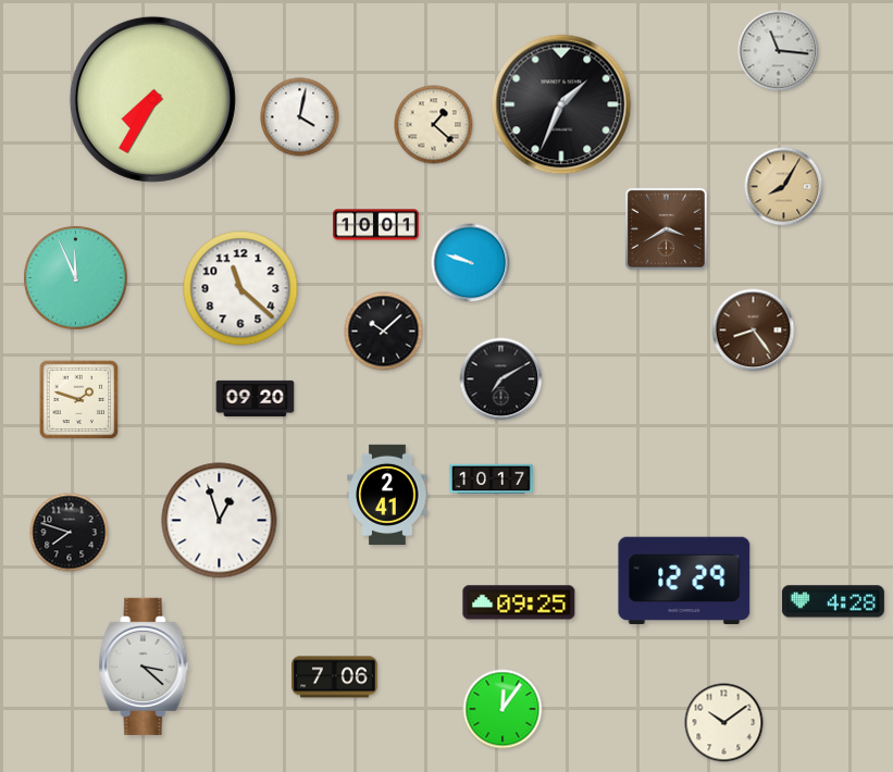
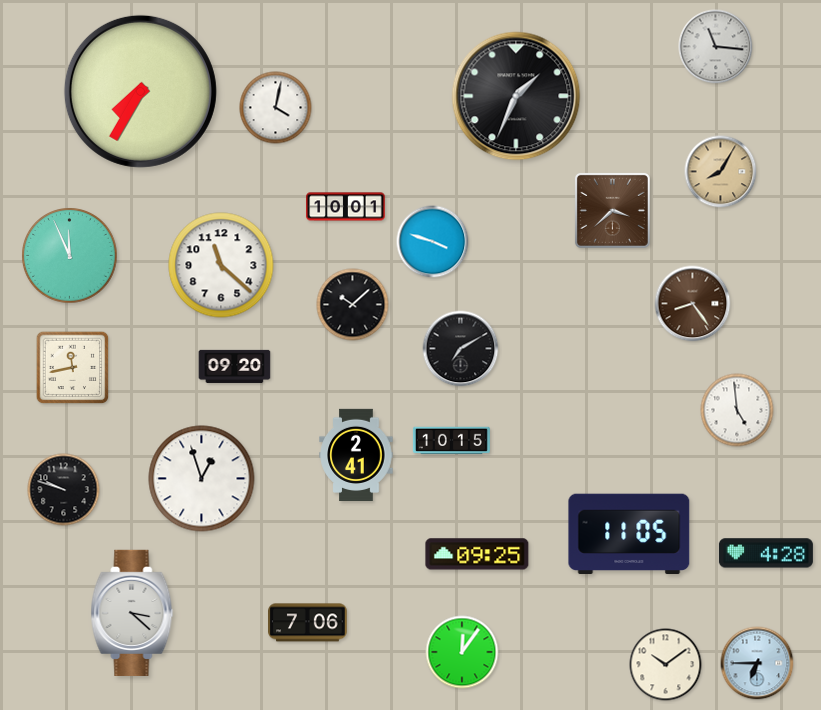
clock at (434, 125): 1:22 -> none
clock at (666, 228): 3:40 -> 3:38
clock at (471, 263): 9:48 -> 3:48
clock at (79, 400): 1:48 -> 11:43
clock at (737, 410): none -> 4:59
clock at (491, 480): 10:17 -> 10:15
clock at (70, 533): 7:48 -> 9:48
clock at (684, 581): 12:29 -> 11:05
clock at (757, 663): none -> 6:45
